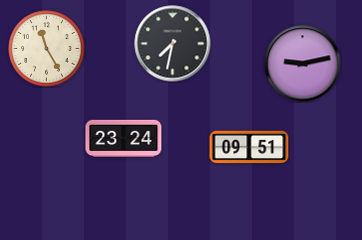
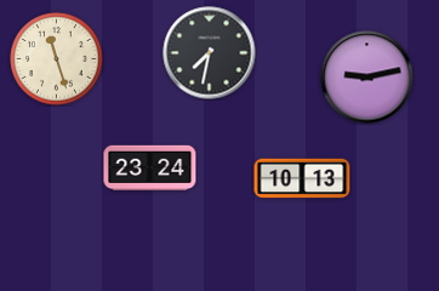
clock at (47, 49): 11:25 -> 11:27
clock at (249, 147): 09:51 -> 10:13
